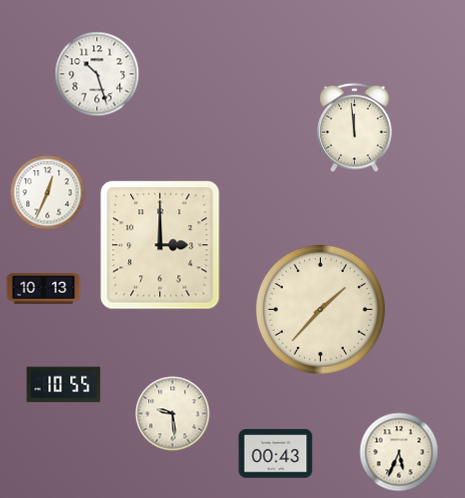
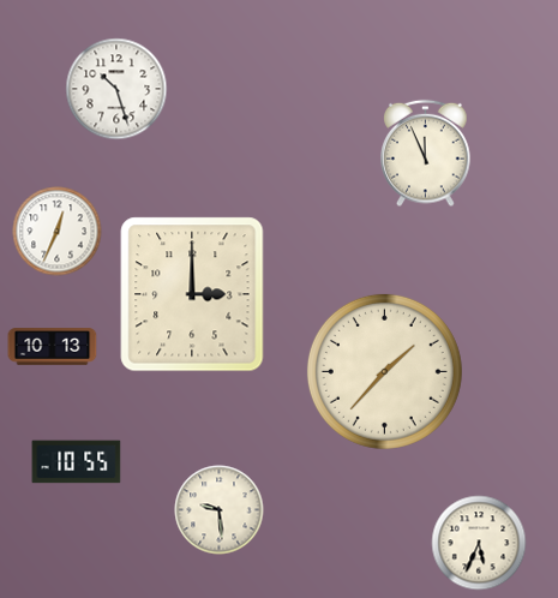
clock at (355, 128): 11:59 -> 11:56
clock at (173, 414) position: (173, 414) -> (220, 510)
clock at (276, 454): 00:43 -> none
